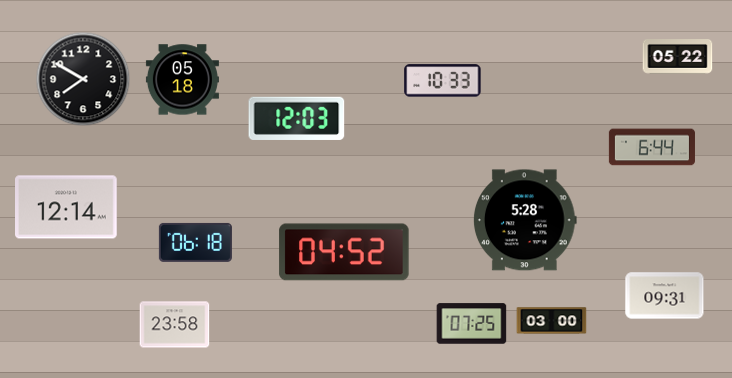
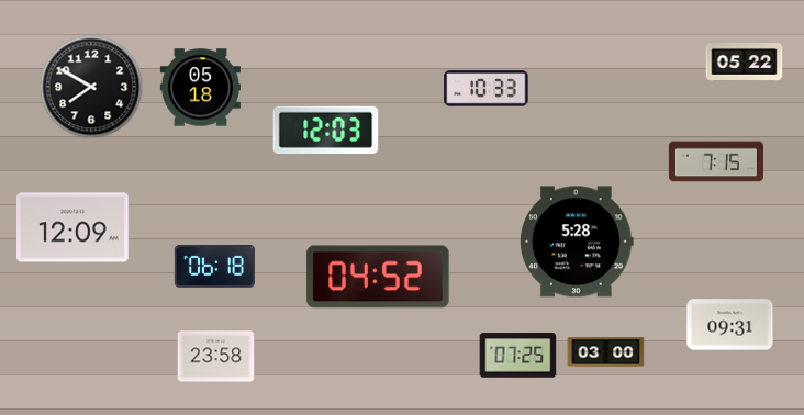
clock at (652, 147): 6:44 -> 7:15
clock at (66, 207): 12:14 -> 12:09
clock at (175, 325) position: (175, 325) -> (216, 357)
